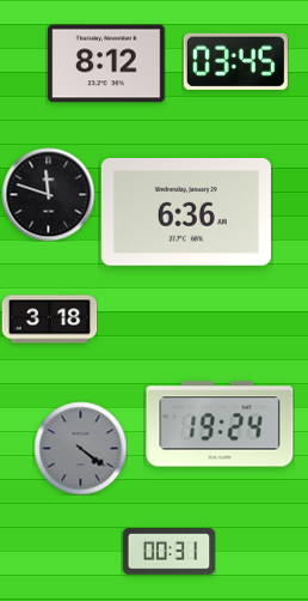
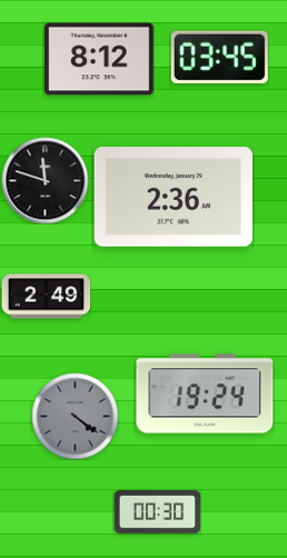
clock at (186, 213): 6:36 -> 2:36
clock at (49, 320): 3:18 -> 2:49
clock at (168, 552): 00:31 -> 00:30
